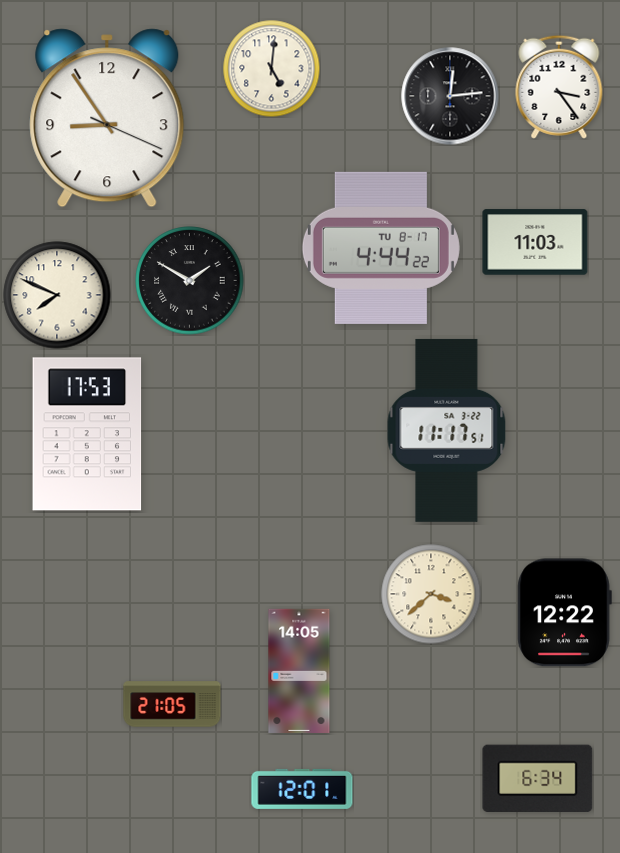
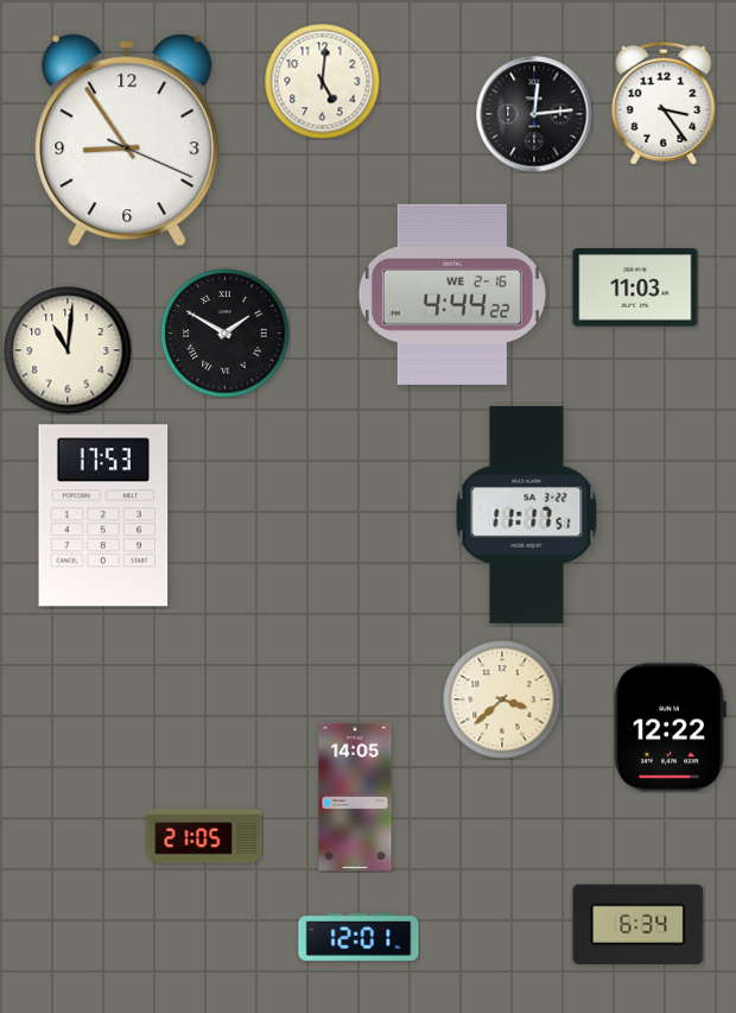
clock at (381, 248) date: TU 8-17 -> WE 2-16
clock at (57, 295): 7:49 -> 11:01
clock at (447, 430) position: (447, 430) -> (527, 514)
clock at (431, 594) position: (431, 594) -> (502, 699)
